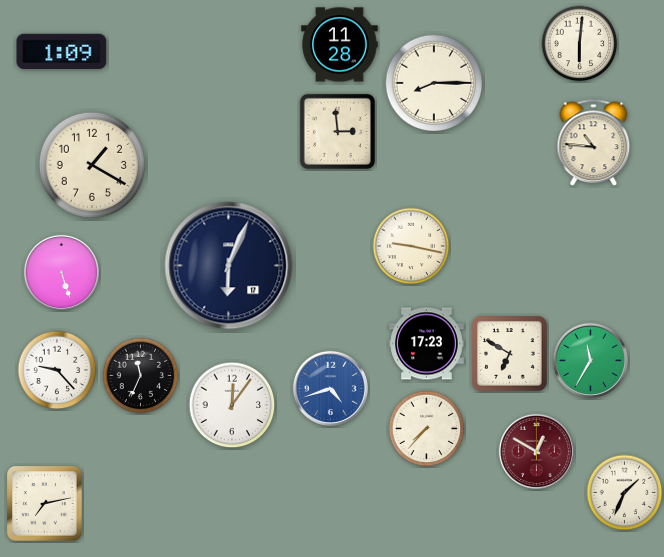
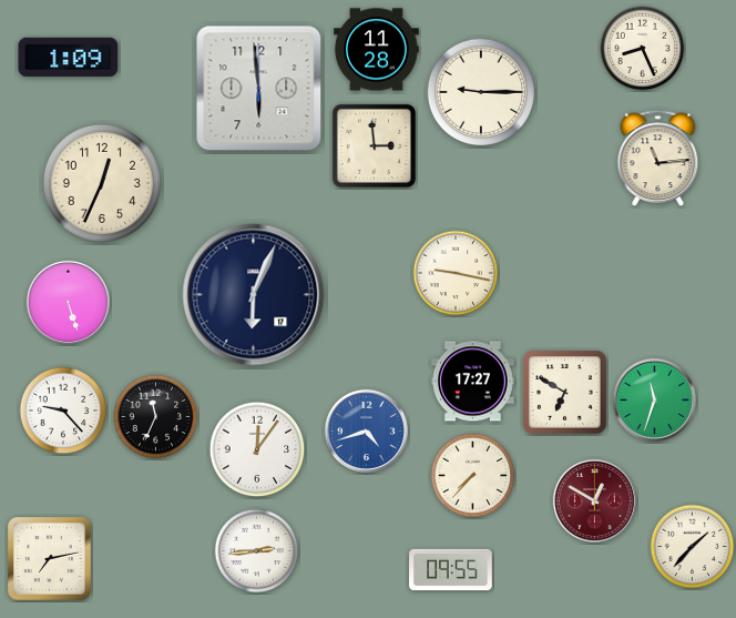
clock at (580, 44): 6:01 -> 8:26
clock at (259, 89): none -> 5:59
clock at (434, 83): 8:15 -> 9:15
clock at (594, 143): 10:46 -> 11:14
clock at (92, 165): 1:20 -> 12:34
clock at (427, 344): 17:23 -> 17:27
clock at (590, 360): 11:35 -> 11:33
clock at (625, 493): 1:34 -> 1:37
clock at (257, 551): none -> 2:44
clock at (451, 570): none -> 09:55
